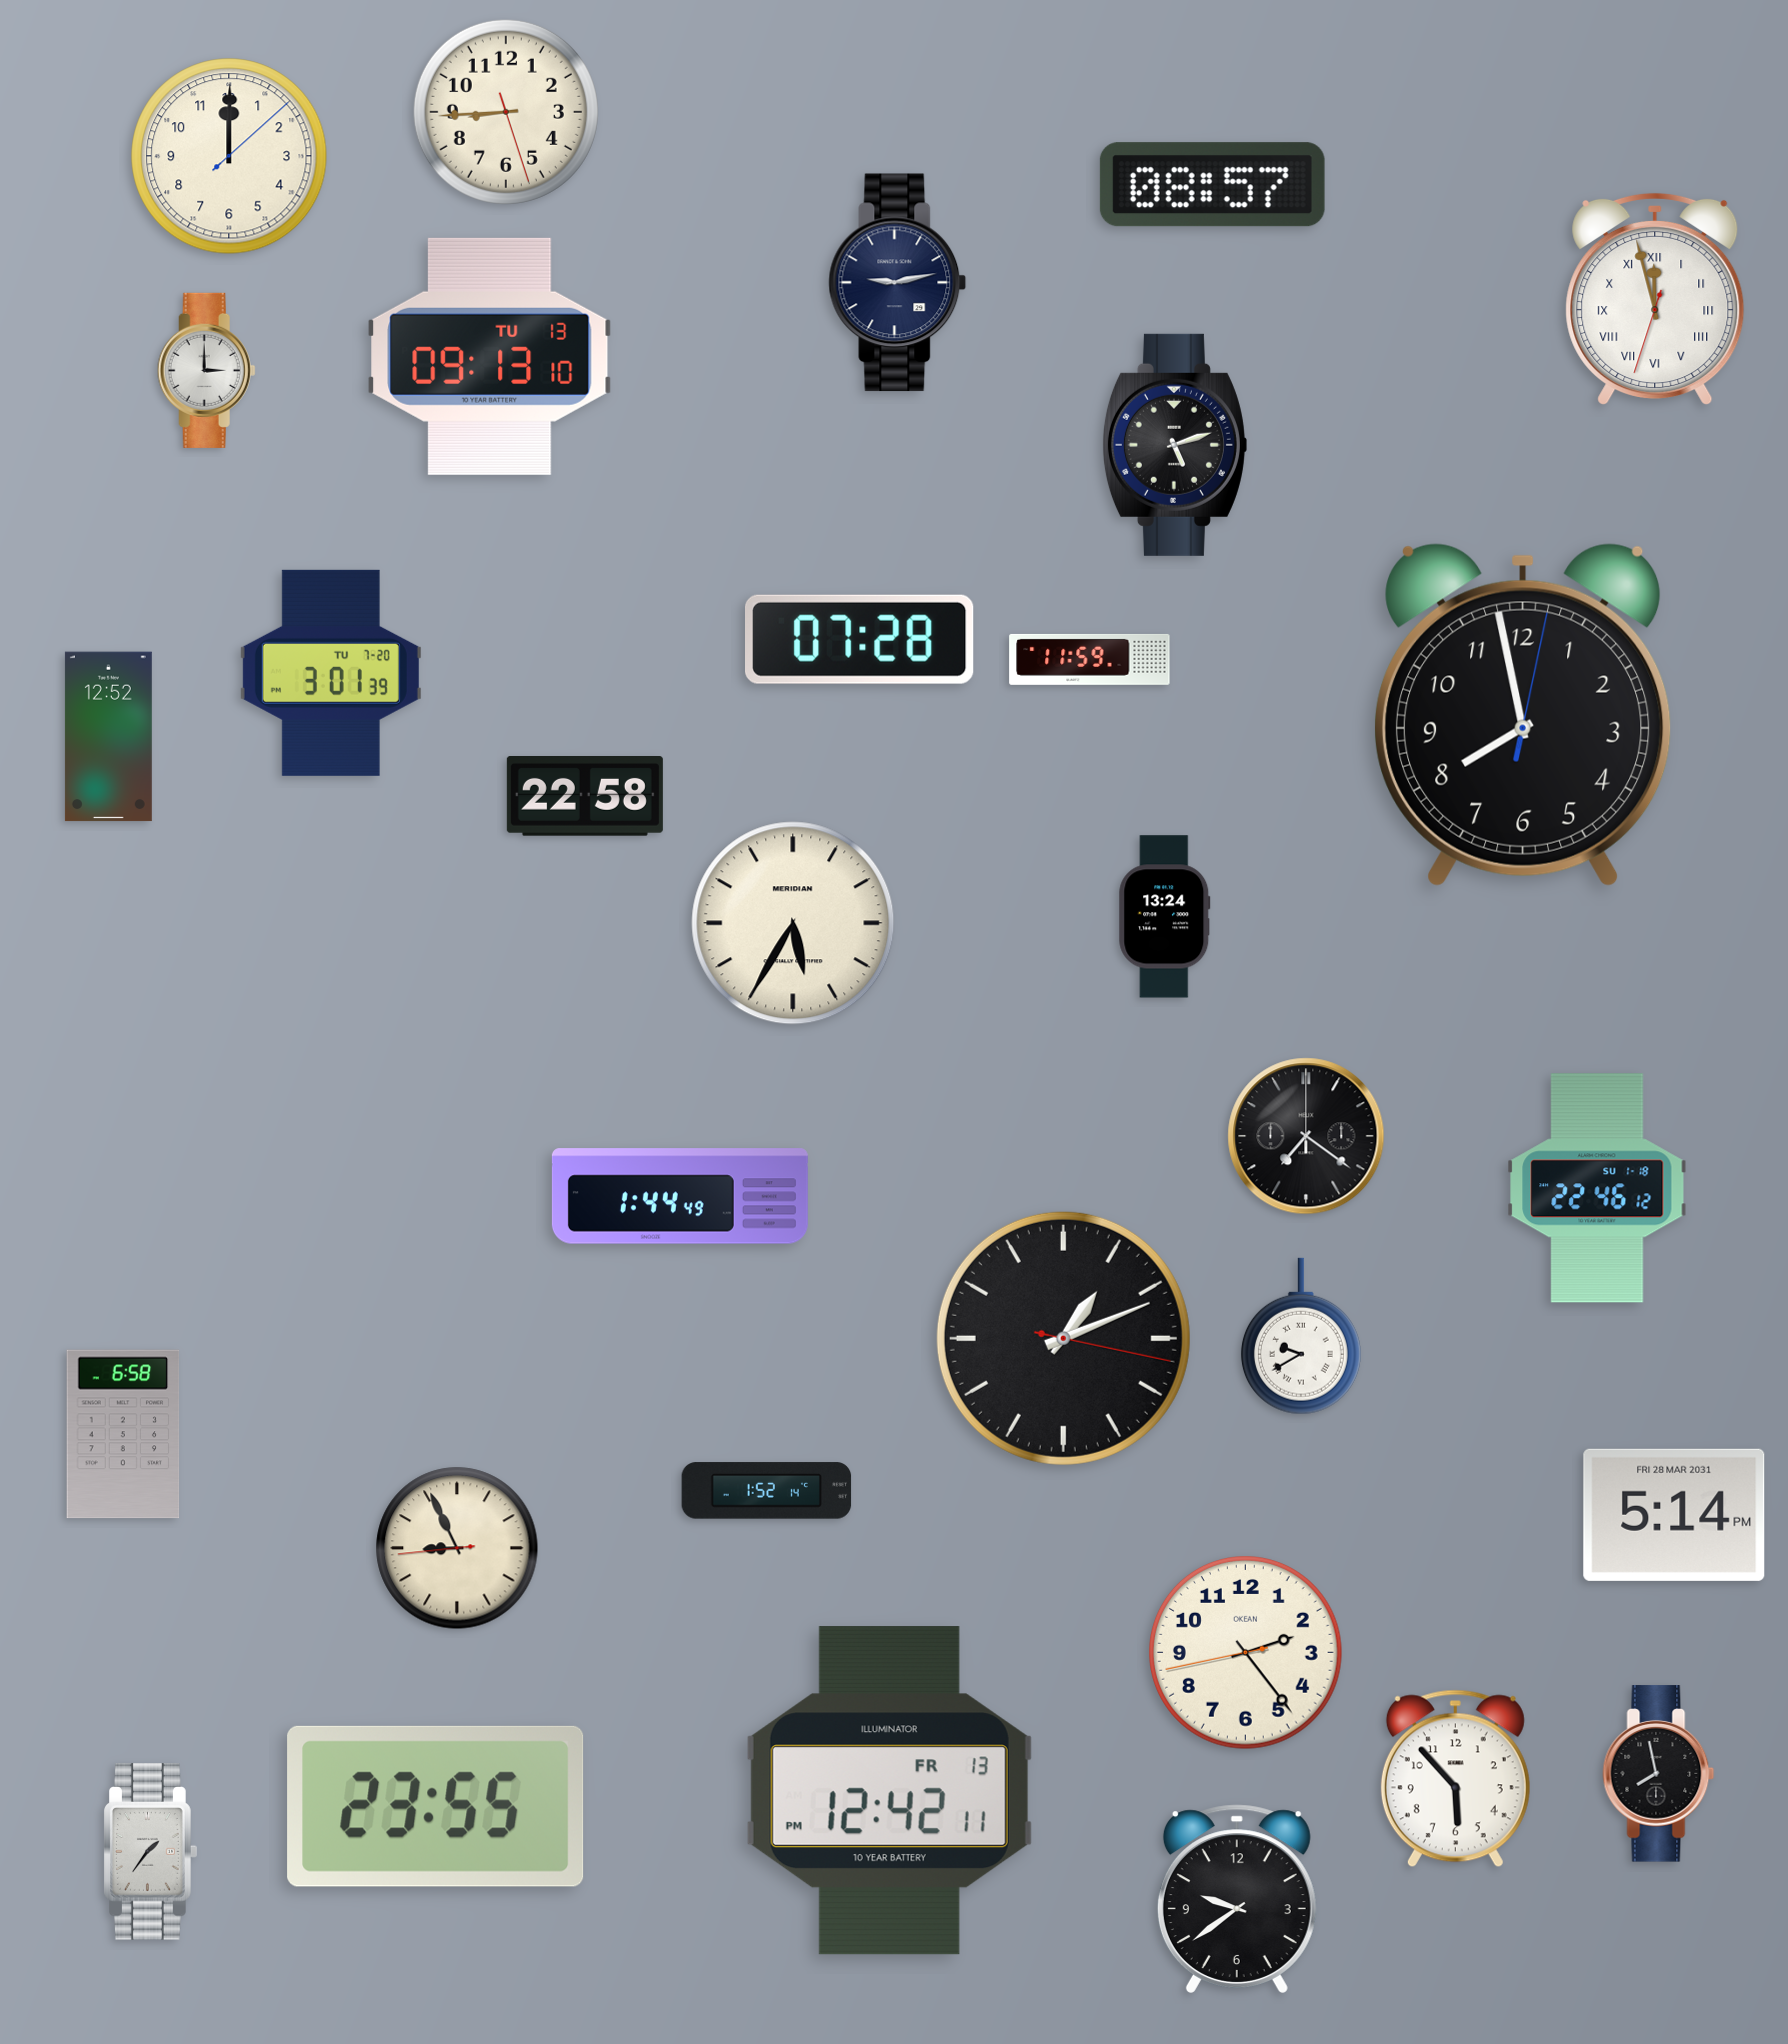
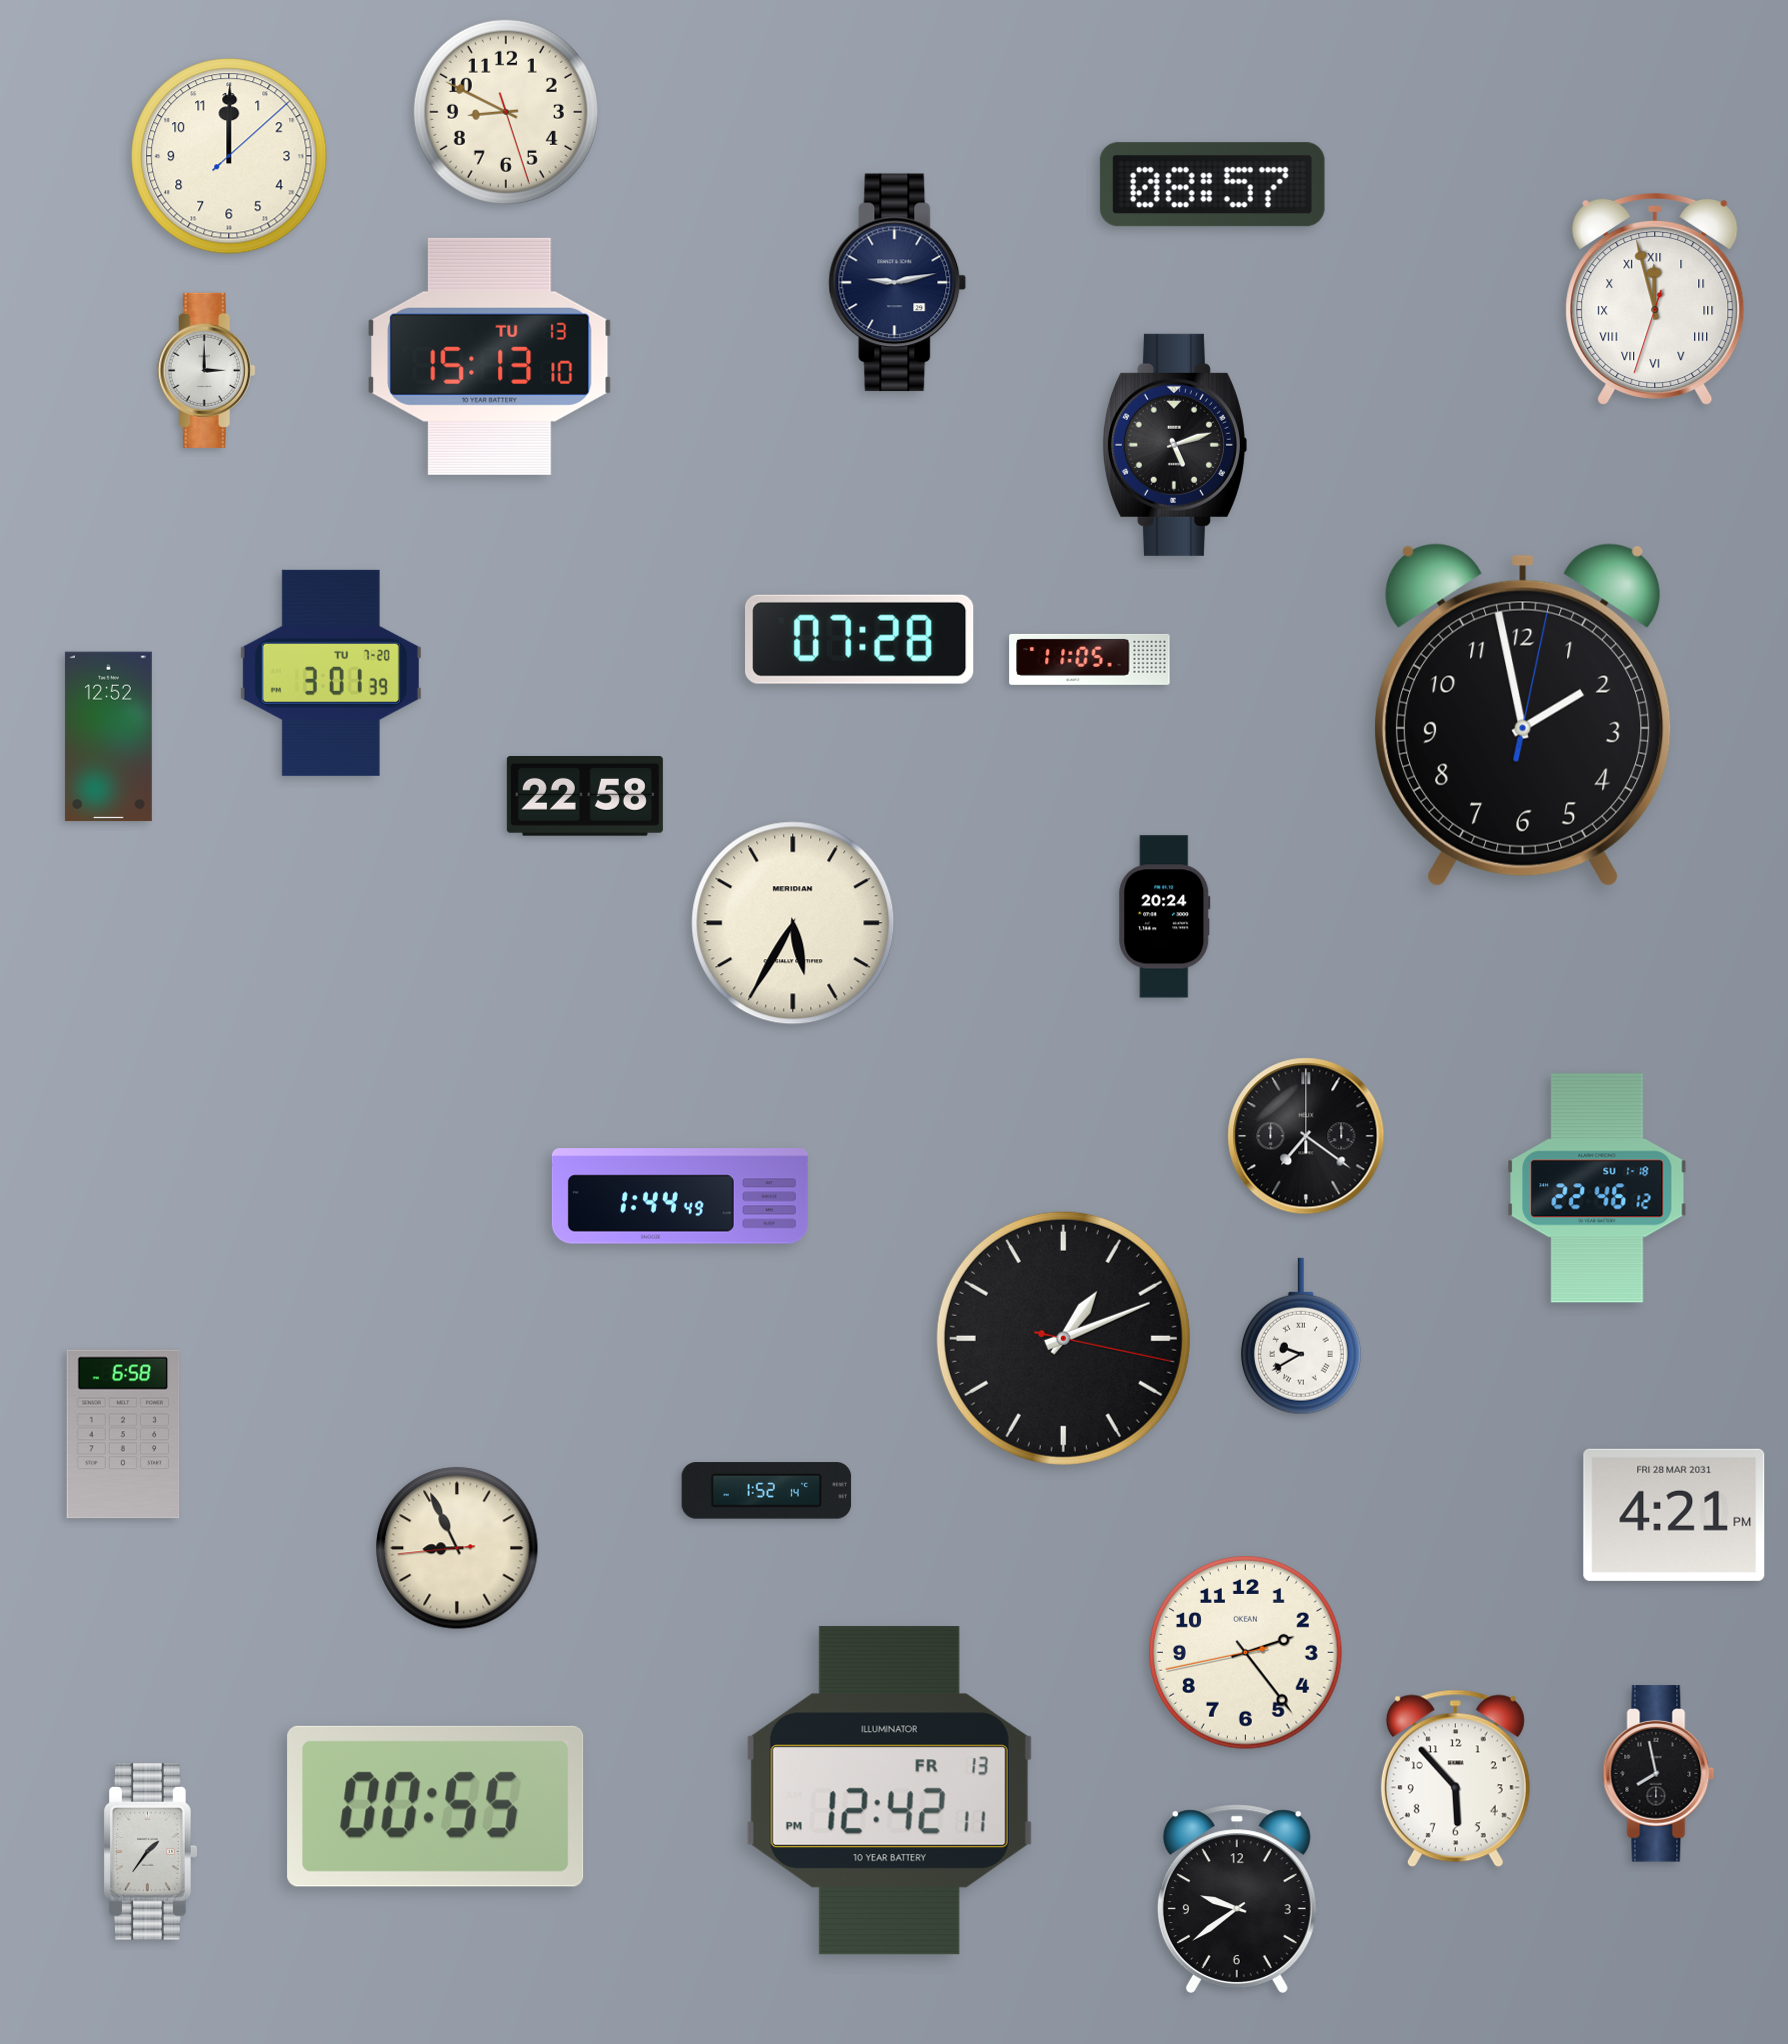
clock at (506, 112): 8:44 -> 8:49
clock at (490, 356): 09:13 -> 15:13
clock at (1090, 659): 11:59 -> 11:05
clock at (1524, 715): 7:58 -> 1:58
clock at (1165, 917): 13:24 -> 20:24
clock at (1674, 1515): 5:14 -> 4:21
clock at (436, 1806): 23:55 -> 00:55
